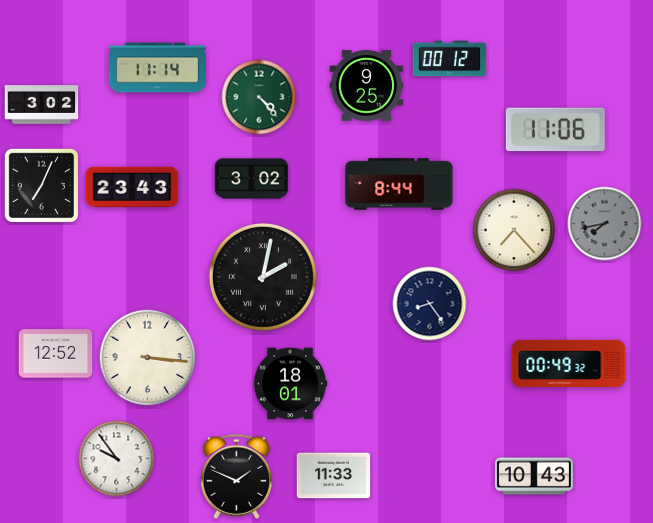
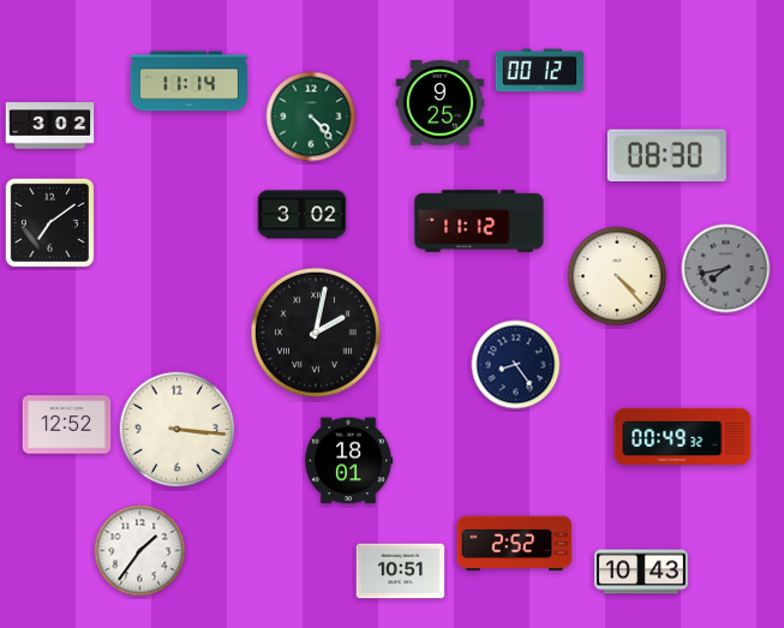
clock at (555, 130): 11:06 -> 08:30
clock at (399, 184): 8:44 -> 11:12
clock at (41, 185): 7:04 -> 7:09
clock at (132, 187): 23:43 -> none
clock at (514, 230): 7:23 -> 4:23
clock at (515, 544): none -> 2:52
clock at (117, 459): 9:54 -> 1:36
clock at (237, 476): 1:49 -> none
clock at (334, 476): 11:33 -> 10:51
